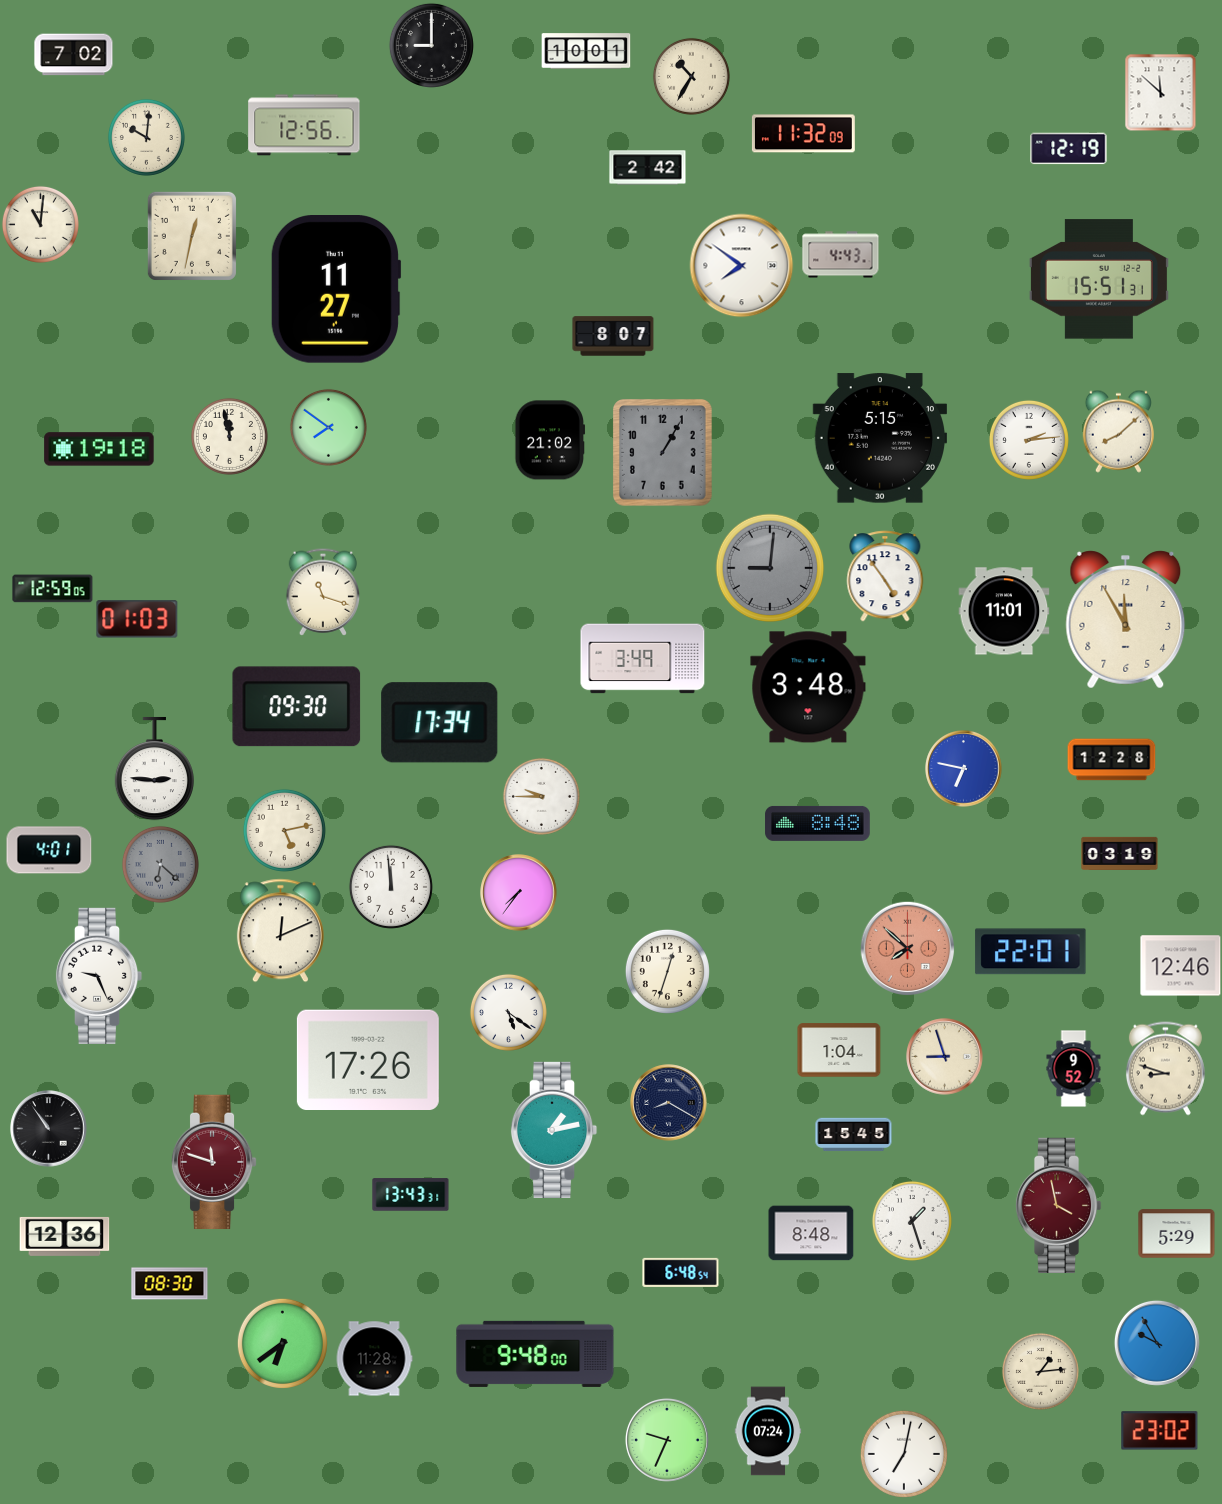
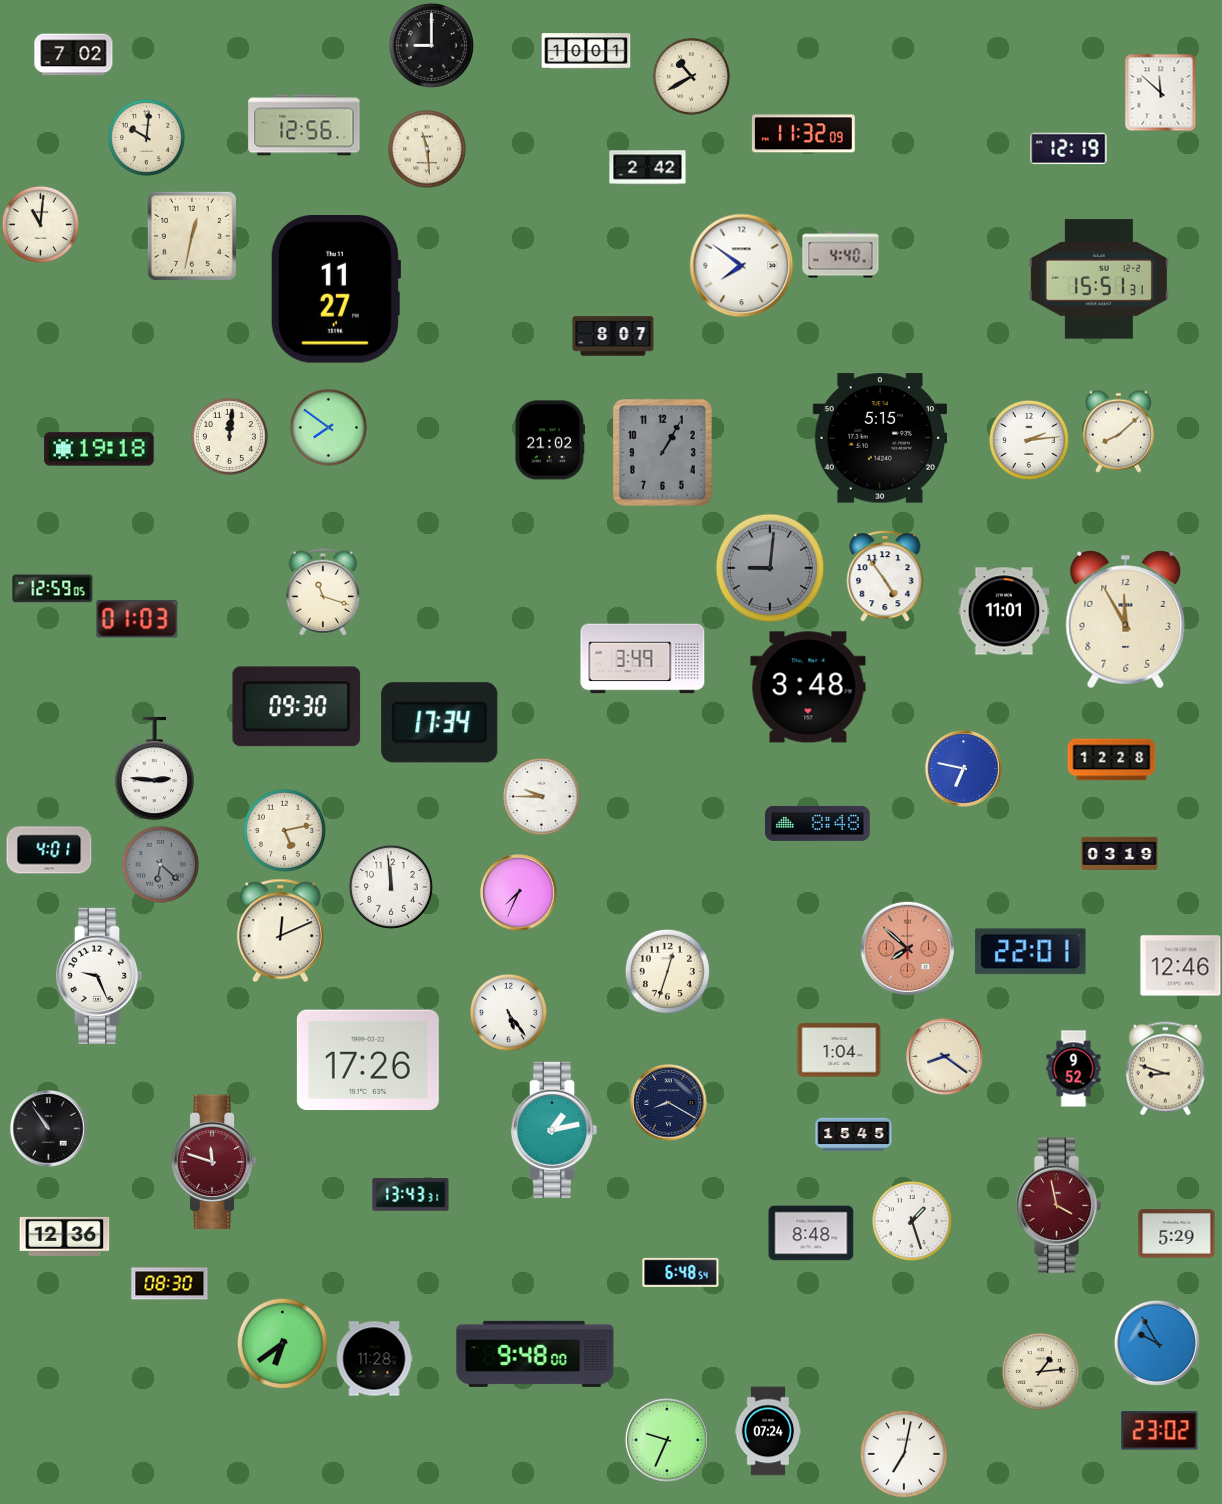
clock at (691, 76): 10:35 -> 10:40
clock at (427, 149): none -> 11:29
clock at (841, 255): 4:43 -> 4:40
clock at (229, 436): 11:58 -> 12:01
clock at (519, 893): 7:36 -> 7:34
clock at (508, 1012): 5:21 -> 5:24
clock at (945, 1057): 8:57 -> 8:21
